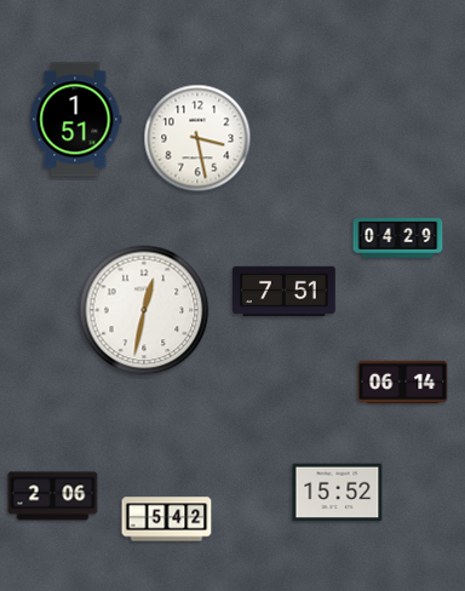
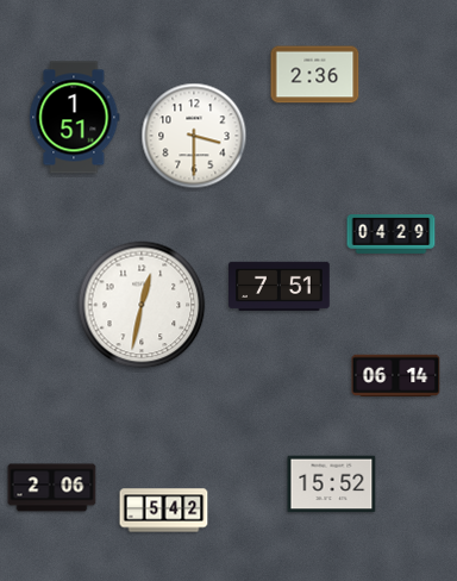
clock at (315, 75): none -> 2:36
clock at (197, 138): 3:28 -> 3:30
